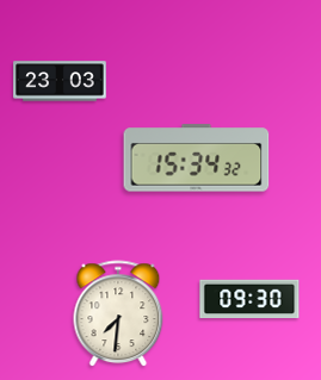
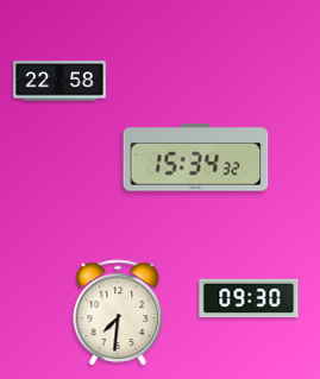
clock at (60, 81): 23:03 -> 22:58
